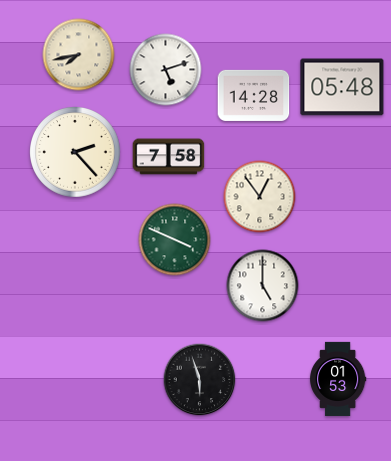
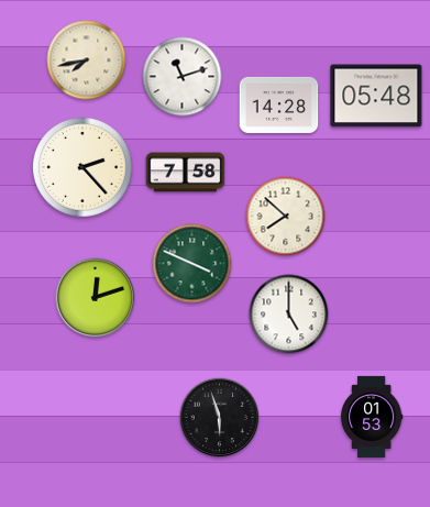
clock at (166, 70): 5:12 -> 11:12
clock at (260, 197): 12:54 -> 7:52
clock at (96, 298): none -> 12:12
